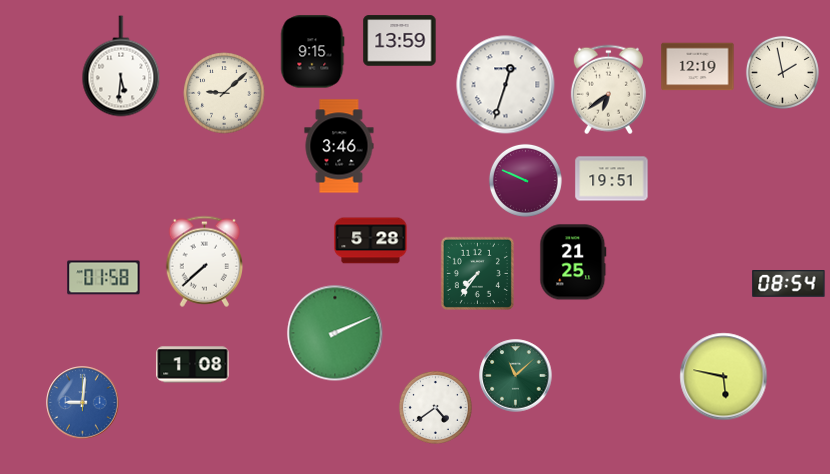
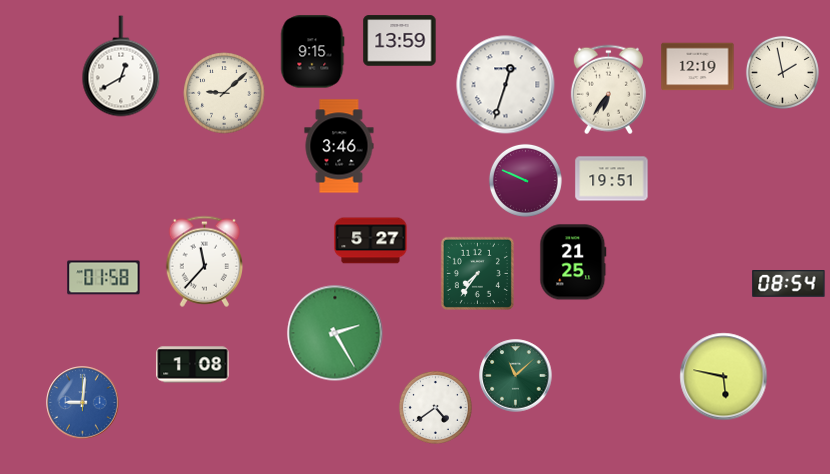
clock at (121, 66): 5:31 -> 12:40
clock at (608, 90): 6:39 -> 6:36
clock at (371, 241): 5:28 -> 5:27
clock at (204, 261): 7:38 -> 11:37
clock at (335, 333): 2:11 -> 2:25
